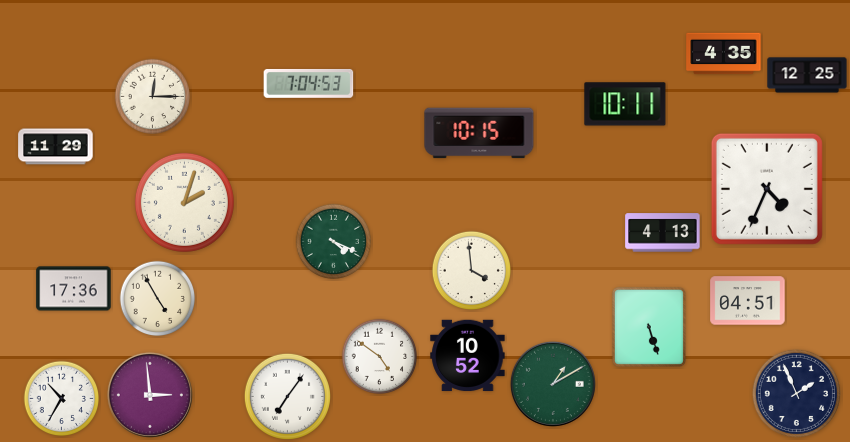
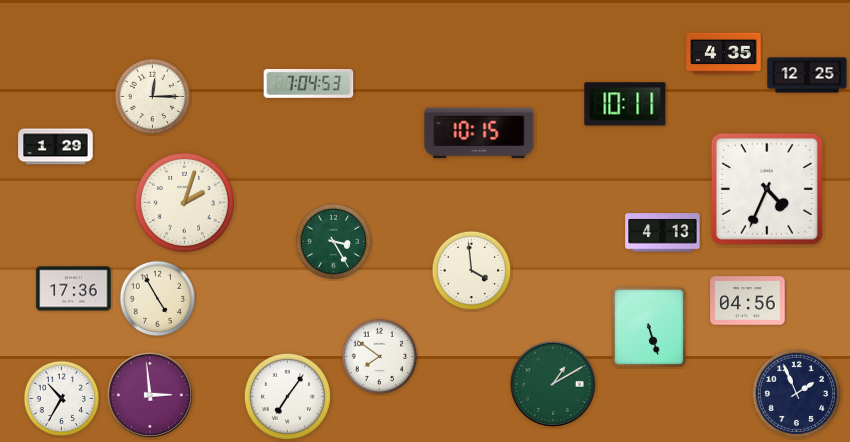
clock at (56, 147): 11:29 -> 1:29
clock at (334, 242): 4:19 -> 3:25
clock at (748, 301): 04:51 -> 04:56
clock at (468, 356): 10:52 -> none
clock at (380, 357): 4:51 -> 7:51
